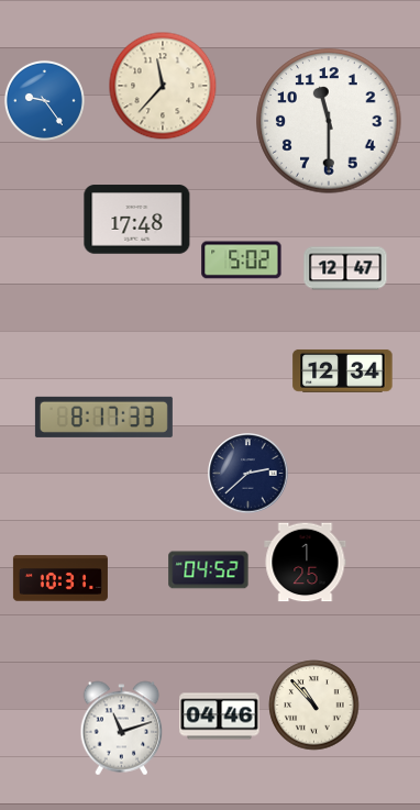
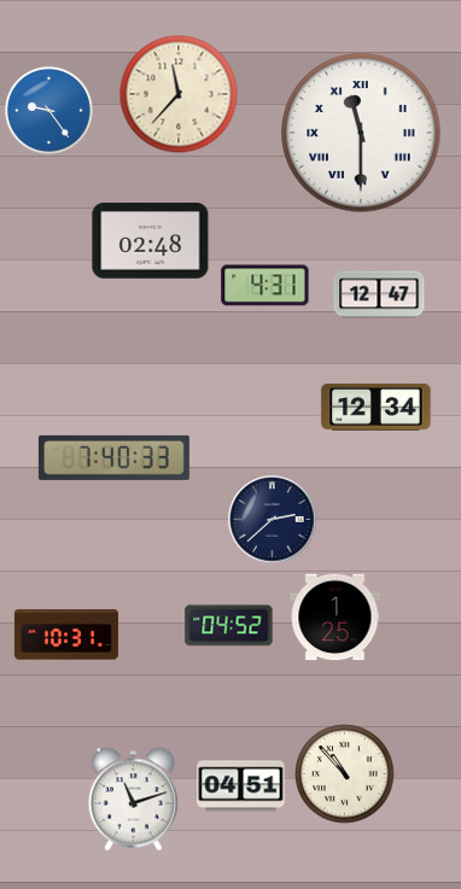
clock at (329, 121) numerals: Arabic -> Roman
clock at (137, 220): 17:48 -> 02:48
clock at (242, 260): 5:02 -> 4:31
clock at (103, 417): 8:17 -> 7:40
clock at (220, 717): 04:46 -> 04:51
